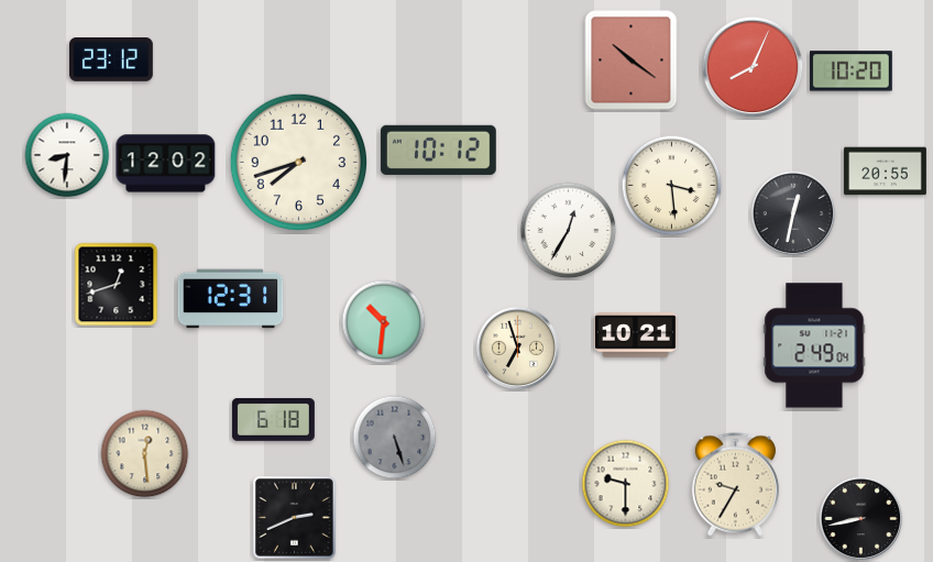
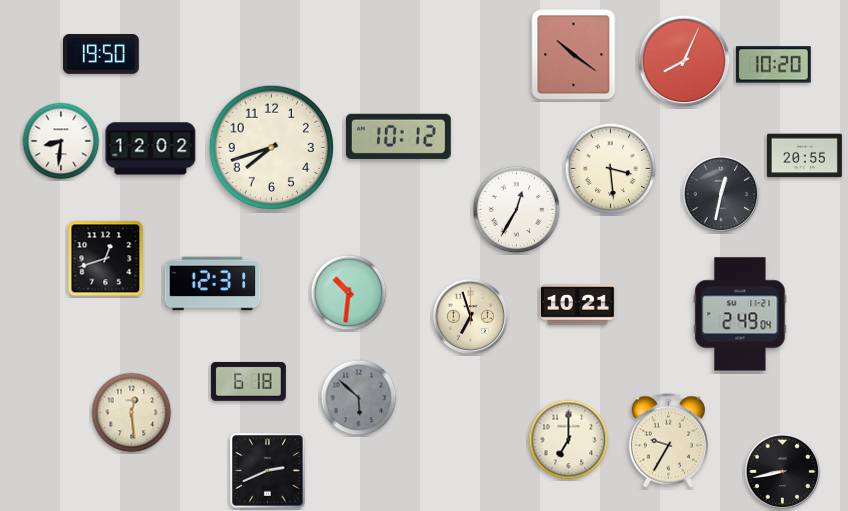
clock at (112, 60): 23:12 -> 19:50
clock at (231, 299) position: (231, 299) -> (213, 284)
clock at (395, 438): 5:27 -> 5:52
clock at (626, 484): 9:30 -> 7:00
